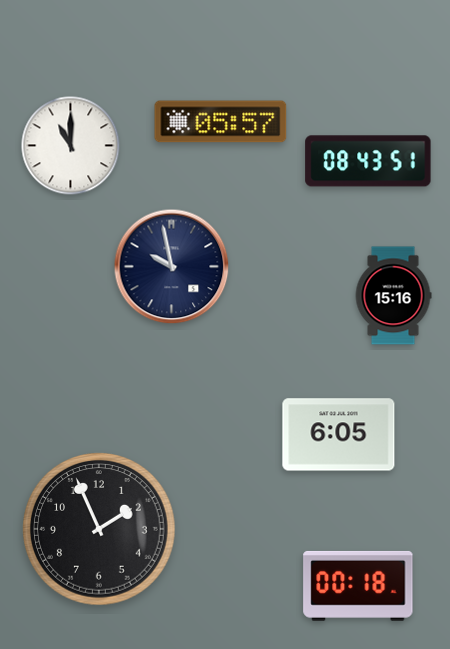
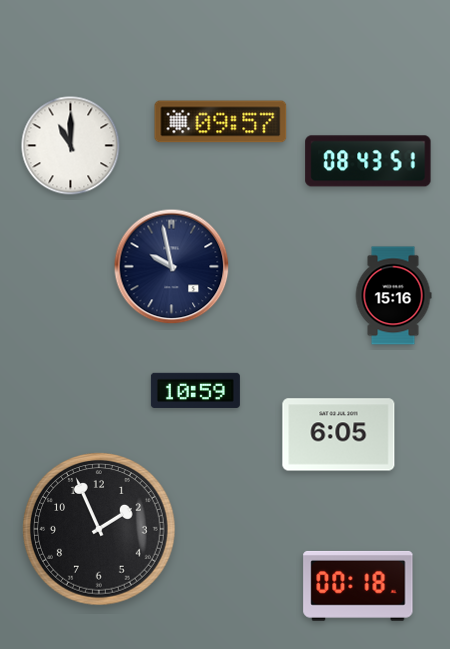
clock at (221, 122): 05:57 -> 09:57
clock at (195, 390): none -> 10:59
